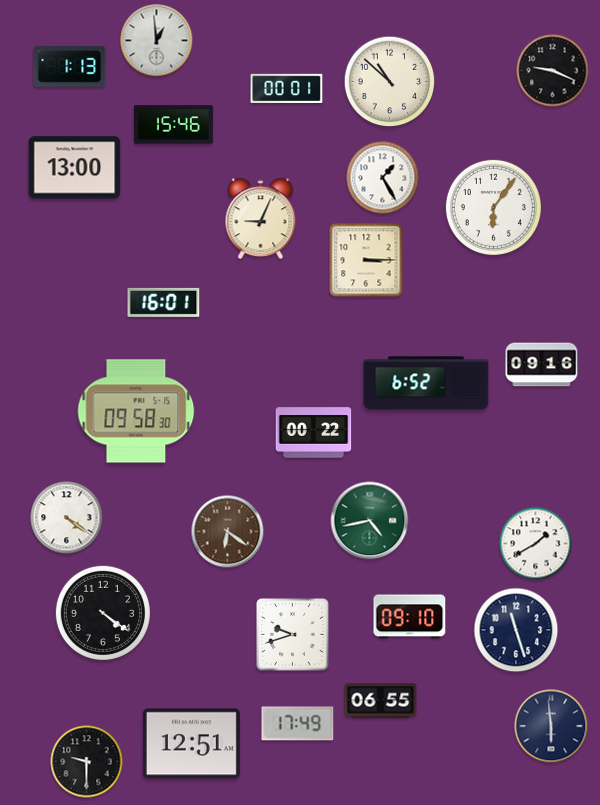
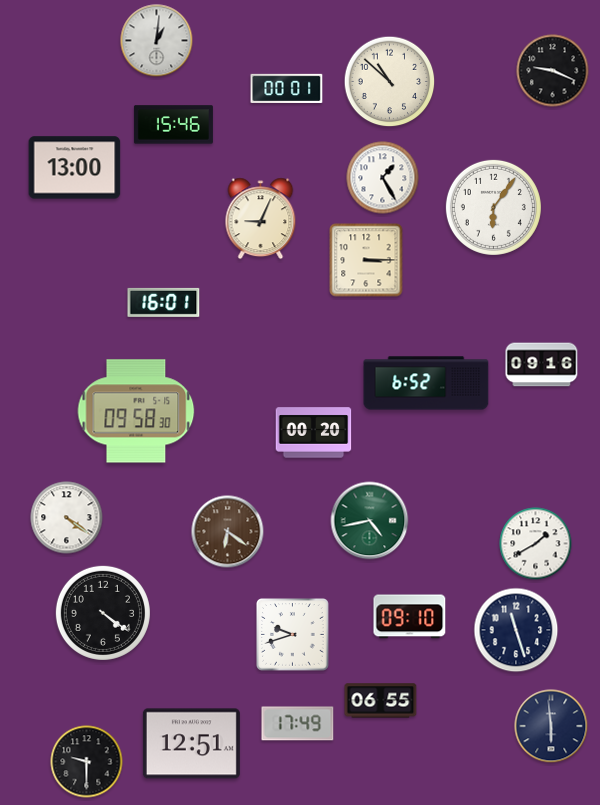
clock at (157, 41): 12:59 -> 1:01
clock at (70, 67): 1:13 -> none
clock at (314, 433): 00:22 -> 00:20
